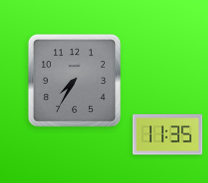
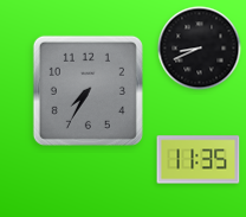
clock at (200, 49): none -> 8:41
clock at (74, 80) position: (74, 80) -> (88, 90)
